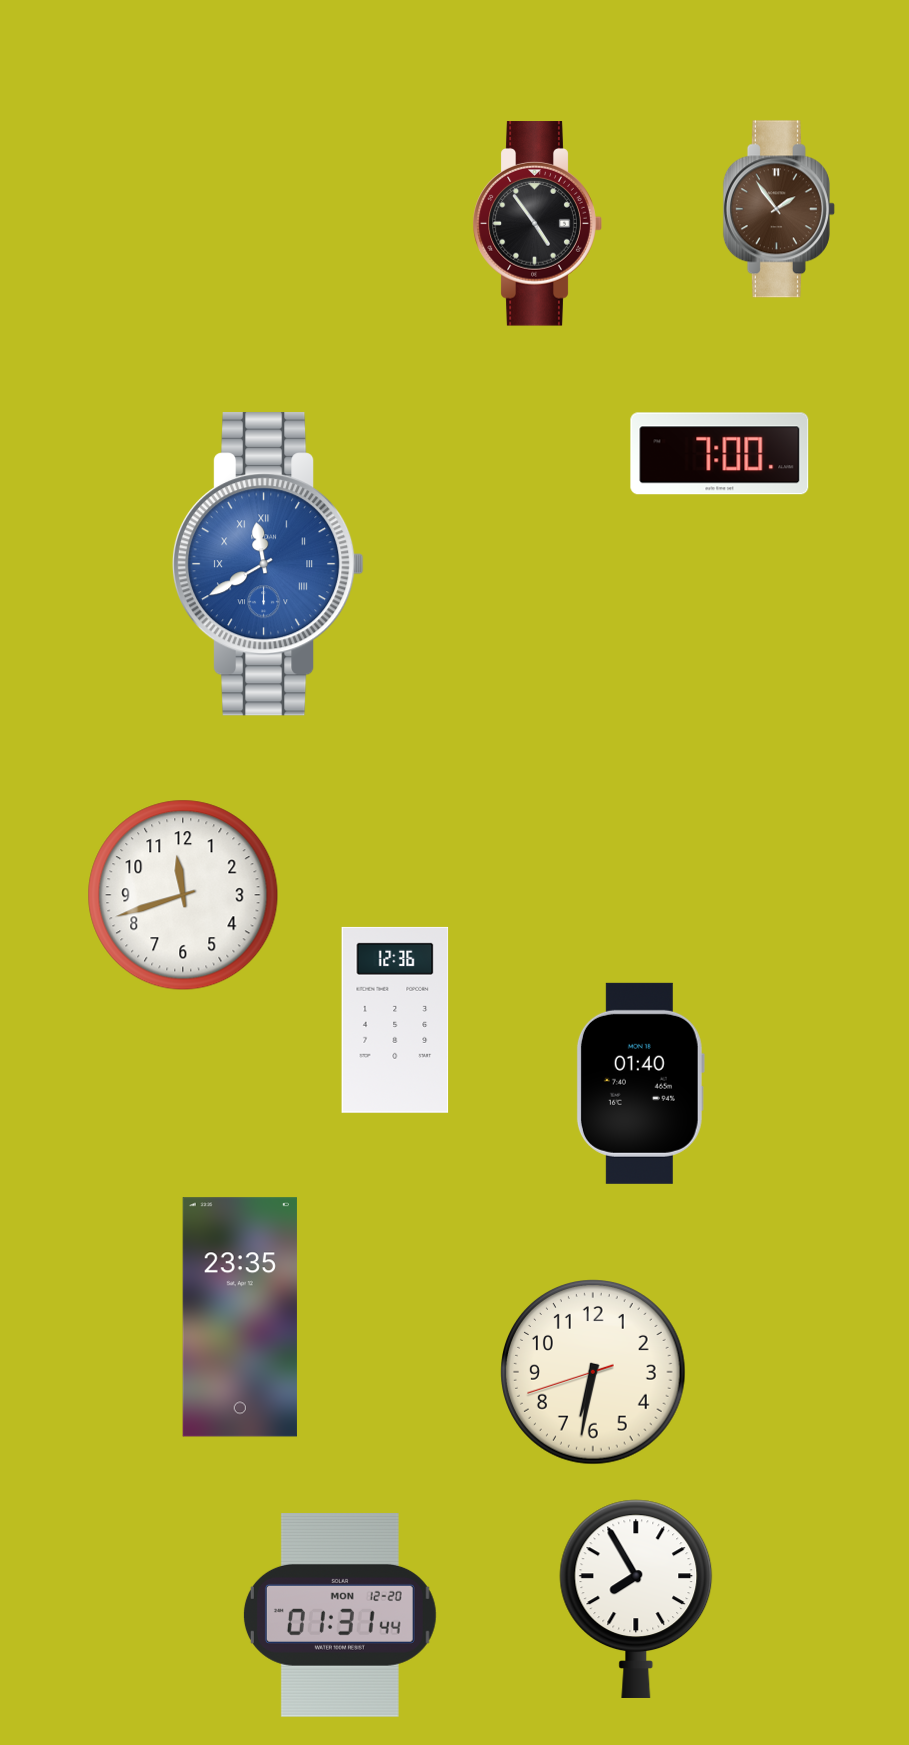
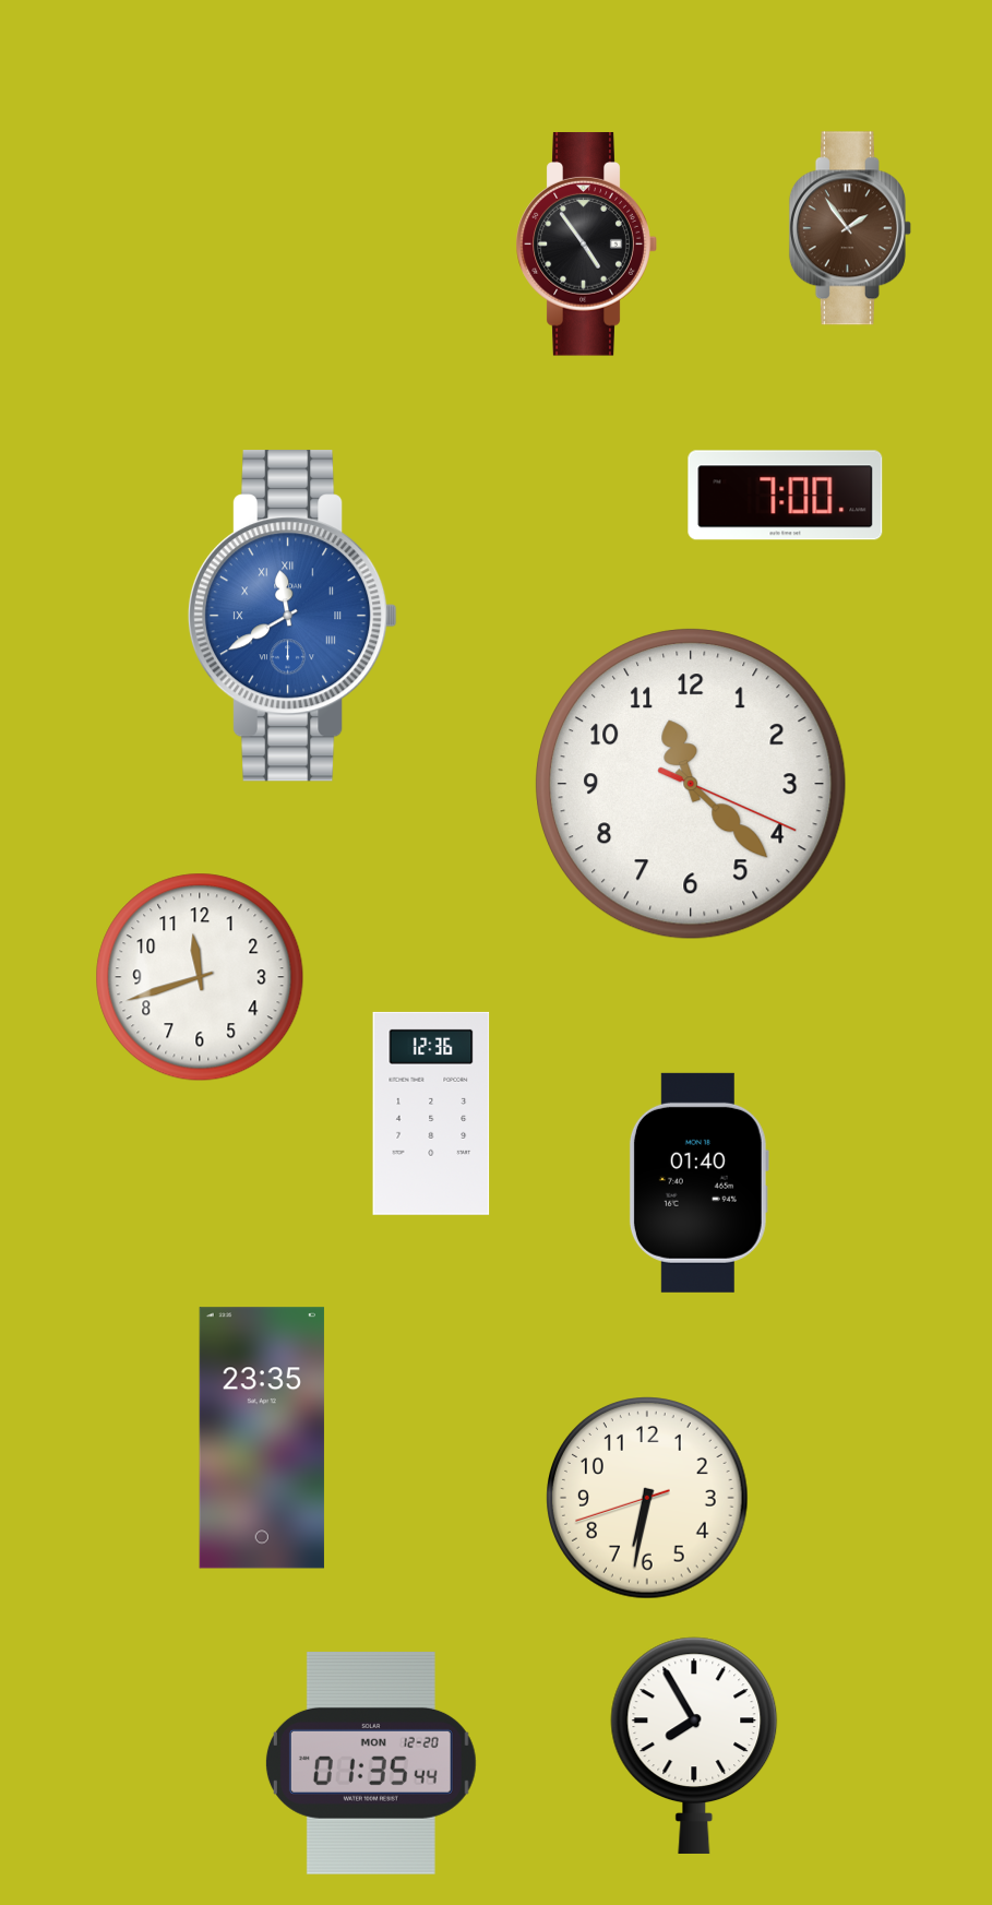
clock at (691, 784): none -> 11:22
clock at (340, 1616): 01:31 -> 01:35
